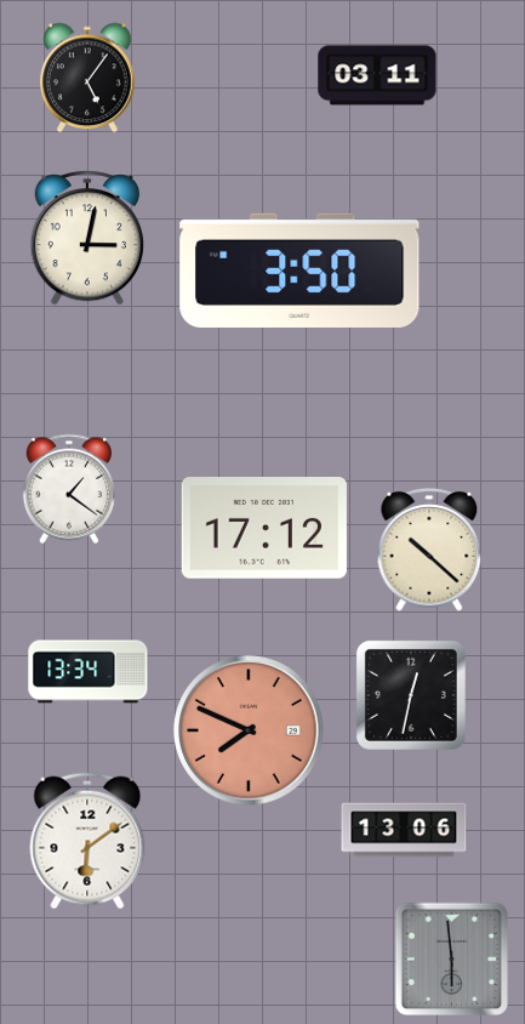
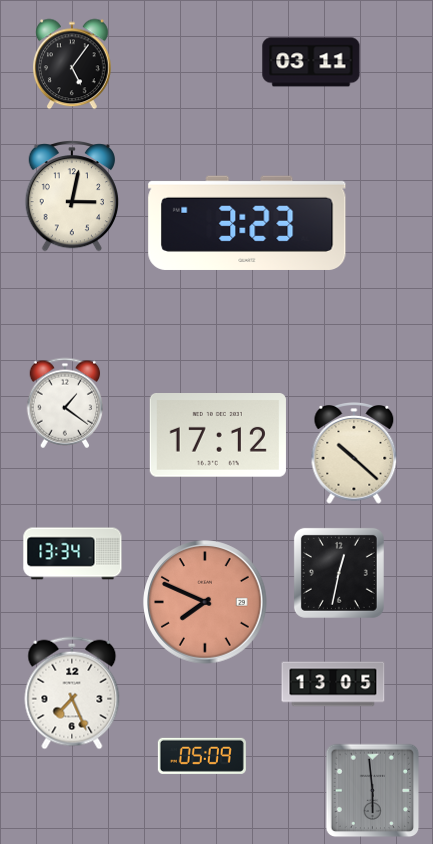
clock at (299, 271): 3:50 -> 3:23
clock at (69, 489) position: (69, 489) -> (65, 403)
clock at (404, 830): 13:06 -> 13:05
clock at (87, 841): 6:09 -> 7:26
clock at (202, 756): none -> 05:09
